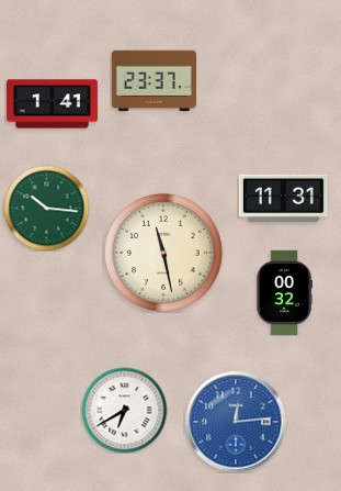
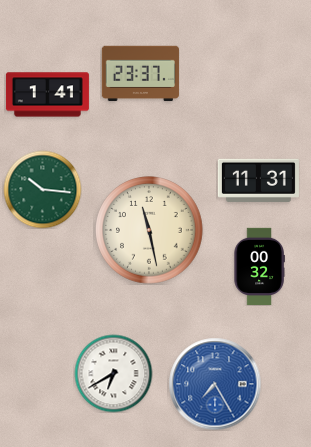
clock at (236, 422): 12:14 -> 7:25
